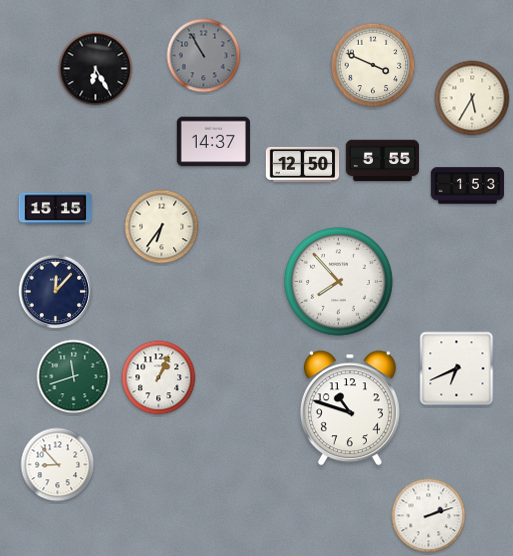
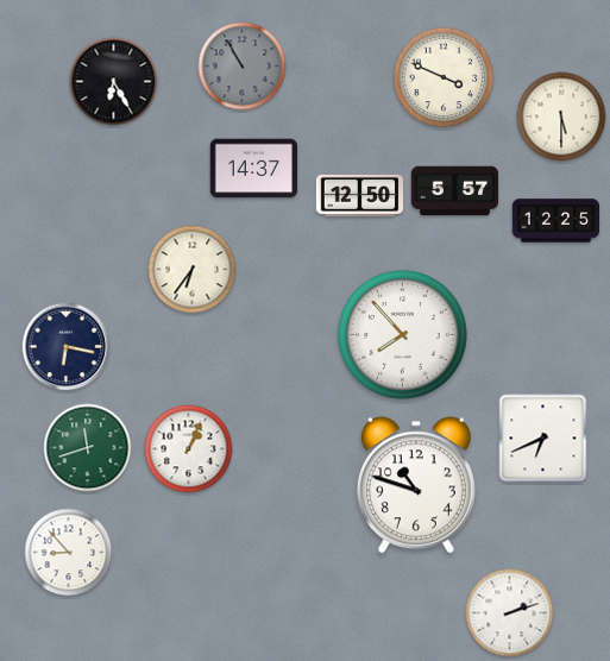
clock at (472, 98): 5:35 -> 5:30
clock at (383, 161): 5:55 -> 5:57
clock at (468, 186): 1:53 -> 12:25
clock at (56, 209): 15:15 -> none
clock at (56, 292): 12:07 -> 6:17
